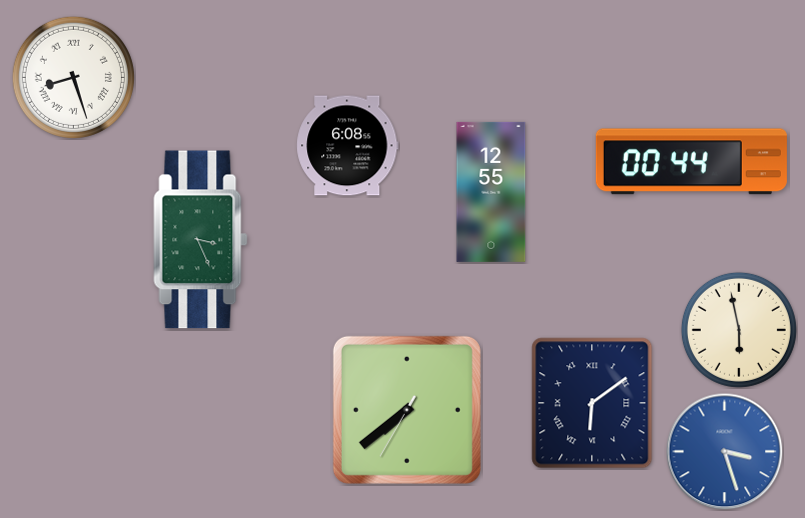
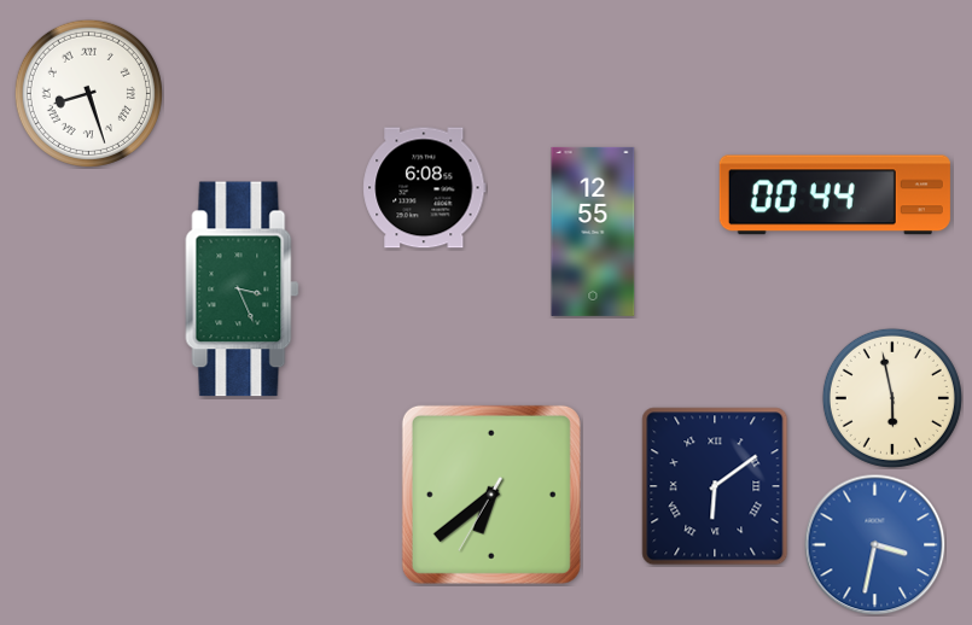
clock at (348, 146) position: (348, 146) -> (425, 188)
clock at (407, 410): 7:38 -> 6:38
clock at (724, 451): 3:27 -> 3:32
